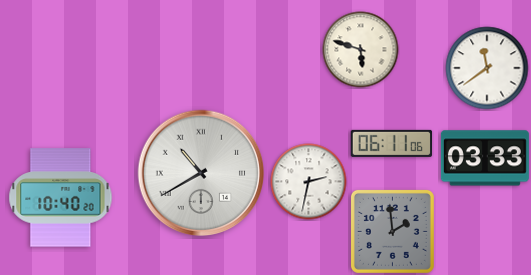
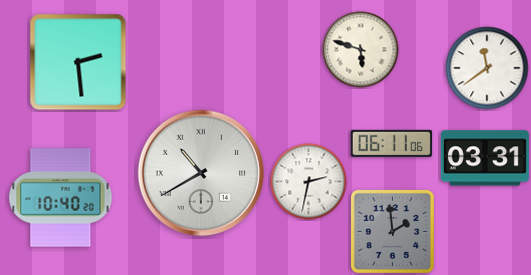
clock at (78, 62): none -> 2:29
clock at (485, 158): 03:33 -> 03:31
